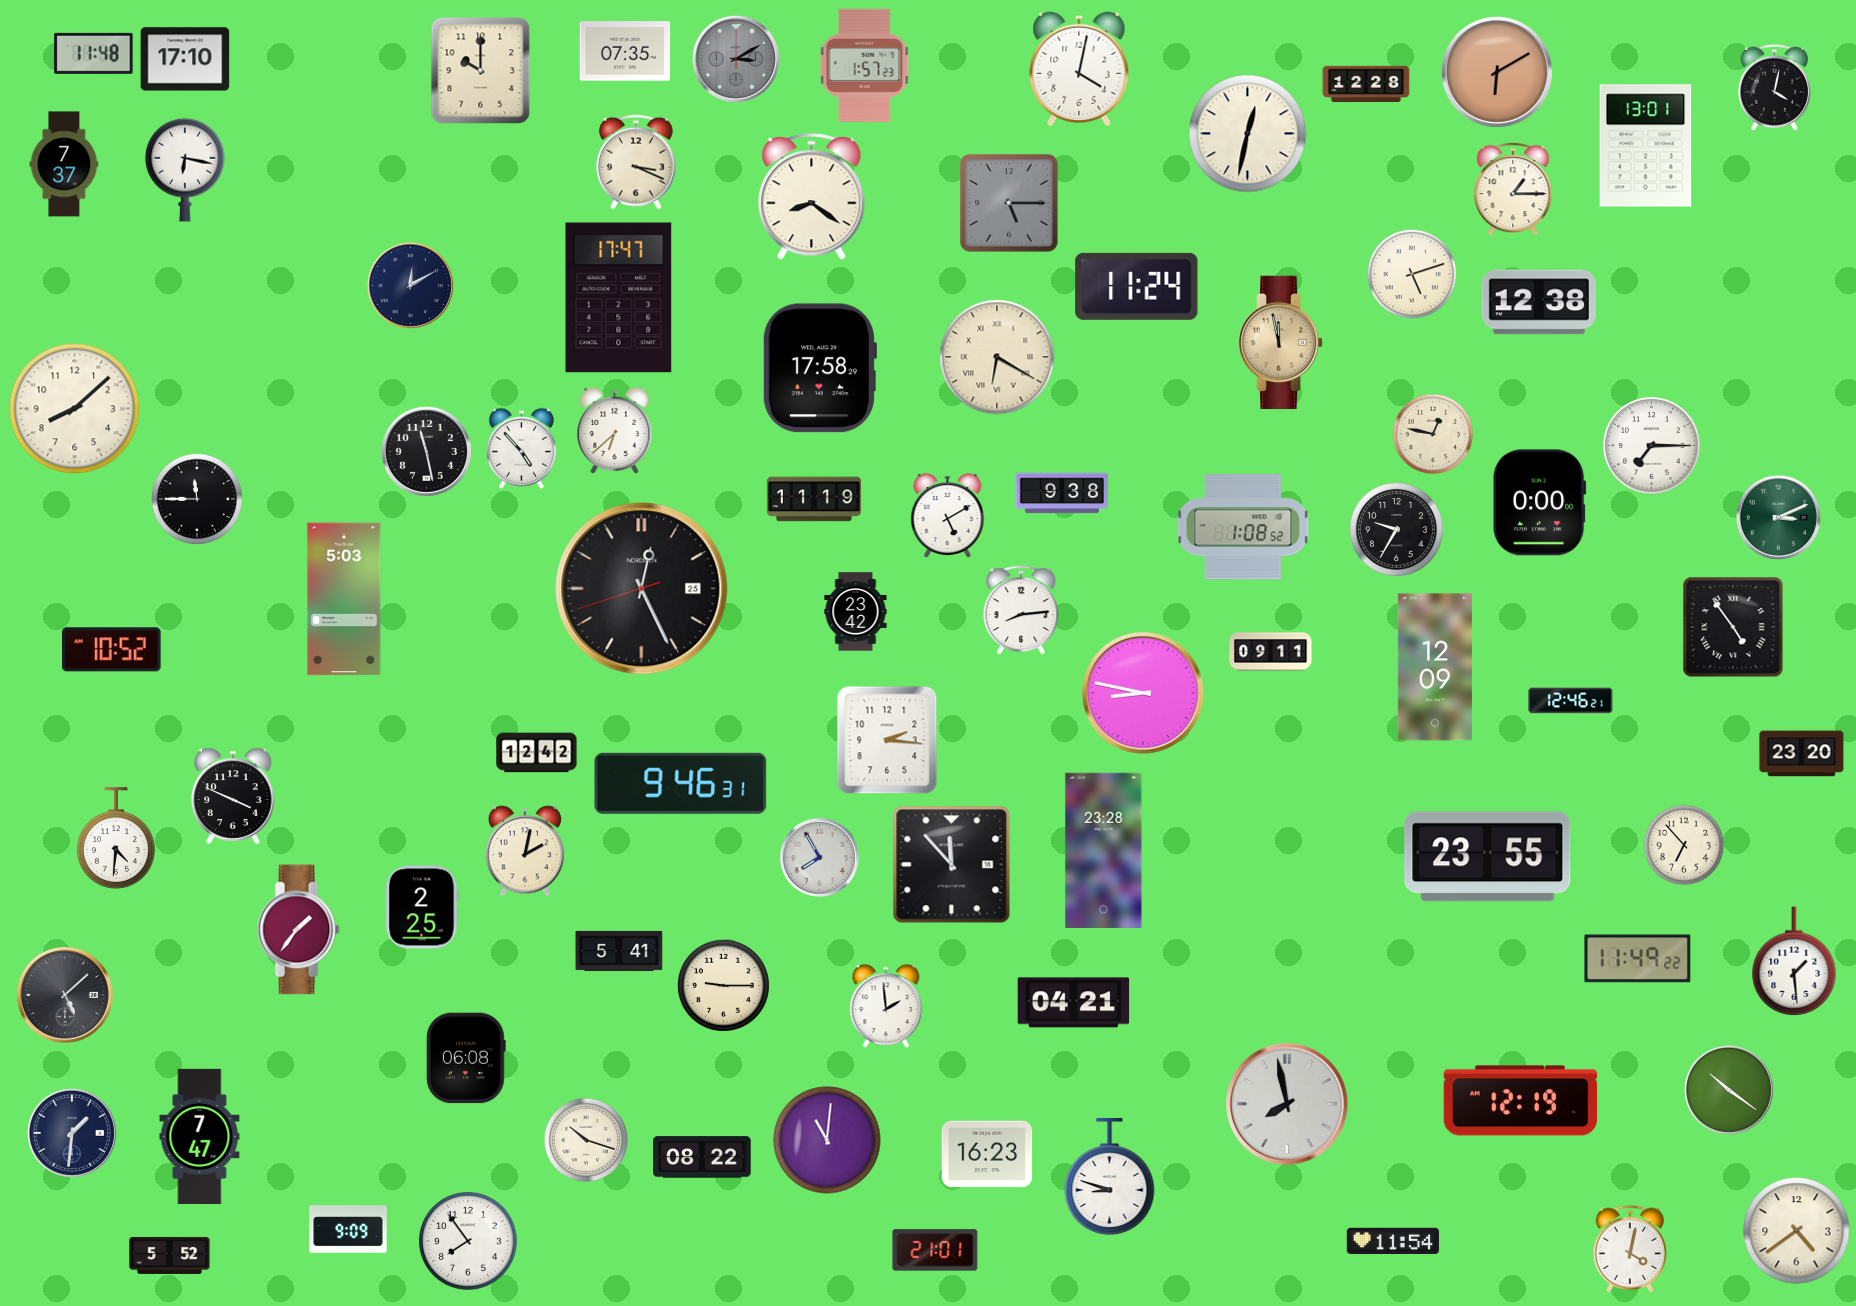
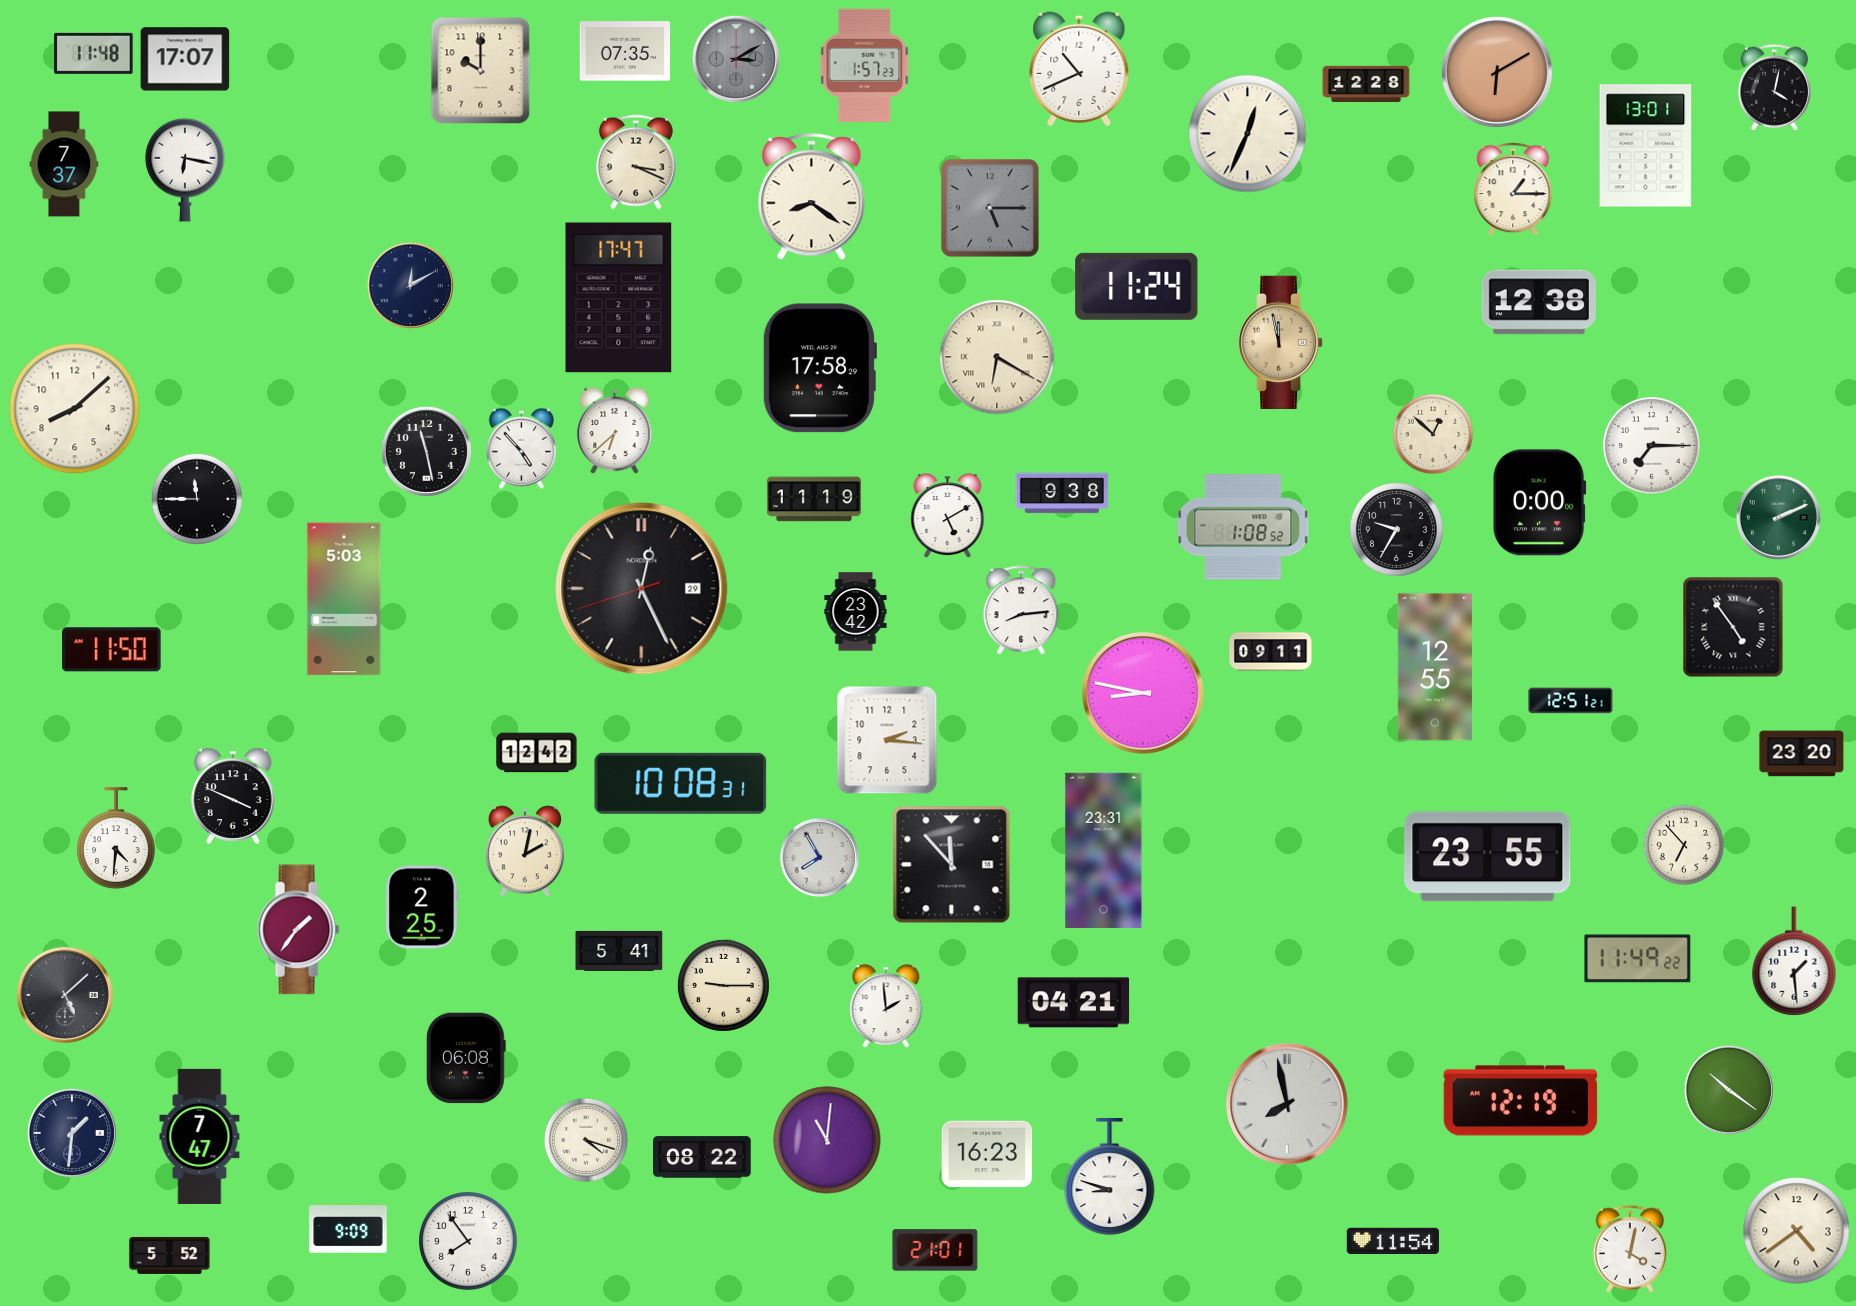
clock at (185, 59): 17:10 -> 17:07
clock at (1079, 68): 4:02 -> 10:41
clock at (1248, 134): 12:32 -> 12:34
clock at (1009, 203) position: (1009, 203) -> (990, 208)
clock at (1412, 274): 5:12 -> none
clock at (1433, 434): 12:47 -> 12:52
clock at (1778, 517): 3:11 -> 2:11
clock at (642, 589) date: 25 -> 29
clock at (112, 650): 10:52 -> 11:50
clock at (1435, 667): 12:09 -> 12:55
clock at (1571, 701): 12:46 -> 12:51
clock at (681, 783): 9:46 -> 10:08
clock at (1104, 850): 23:28 -> 23:31
clock at (586, 1140): 10:18 -> 4:18
